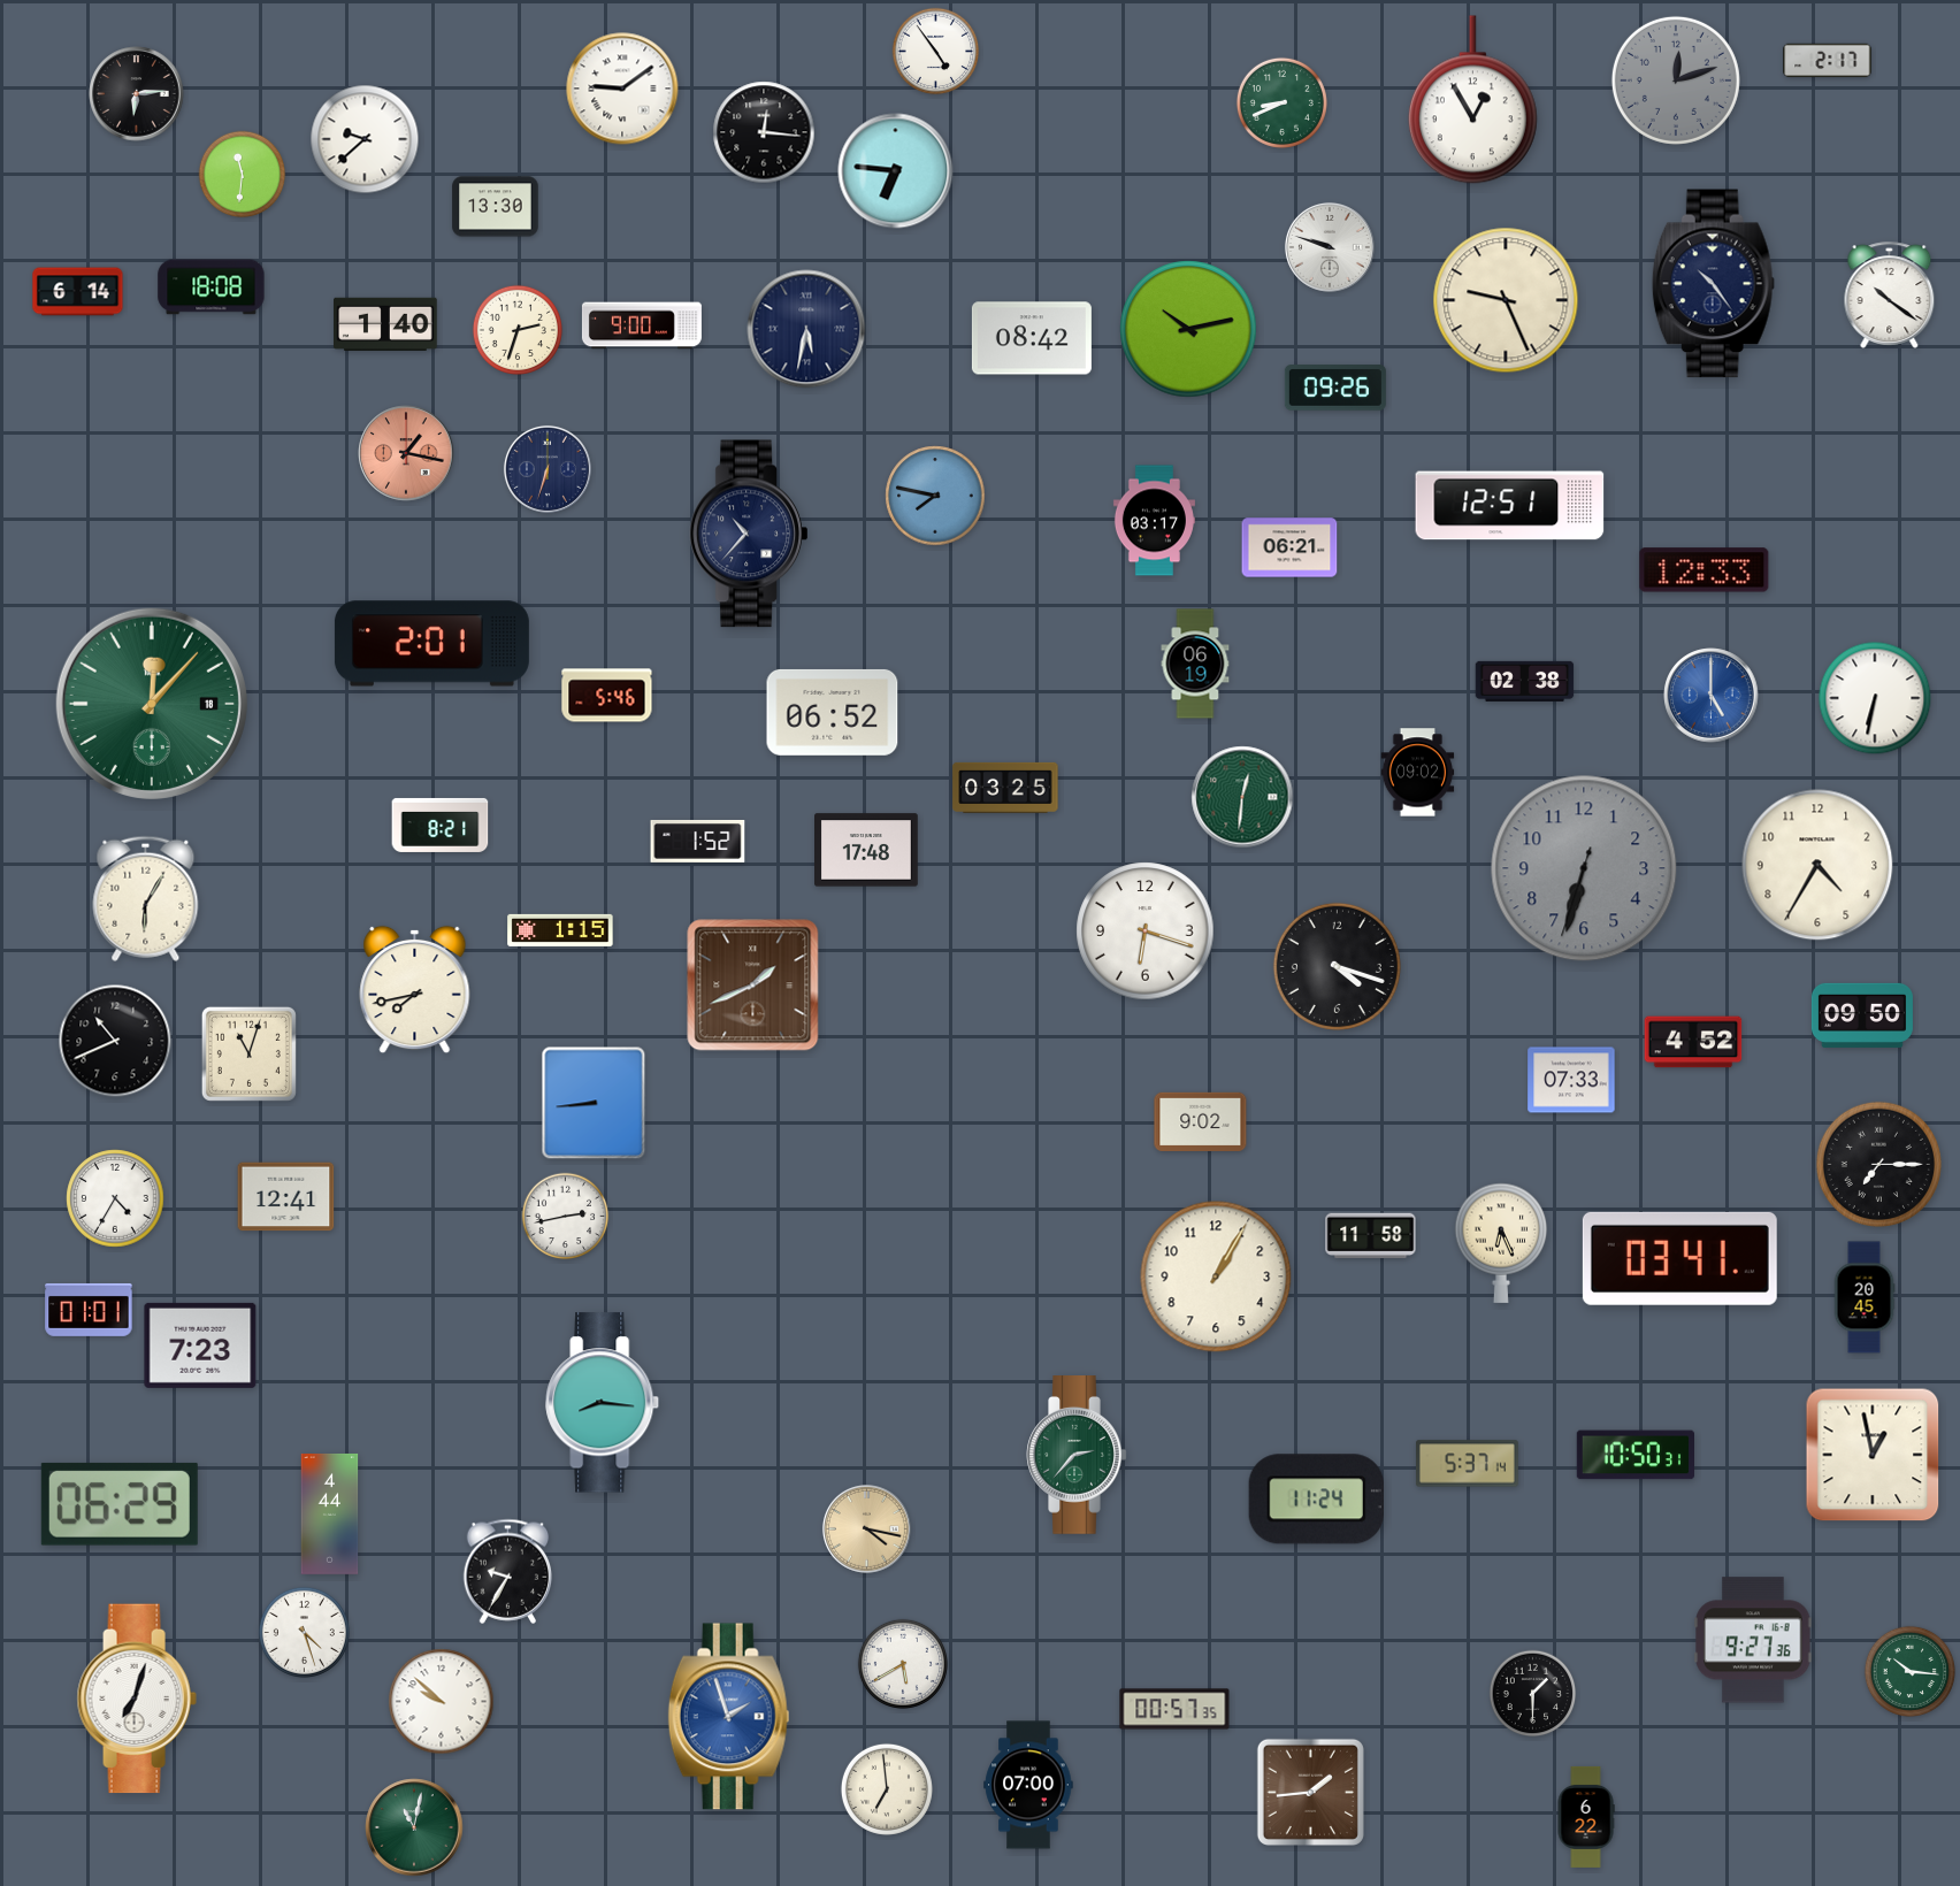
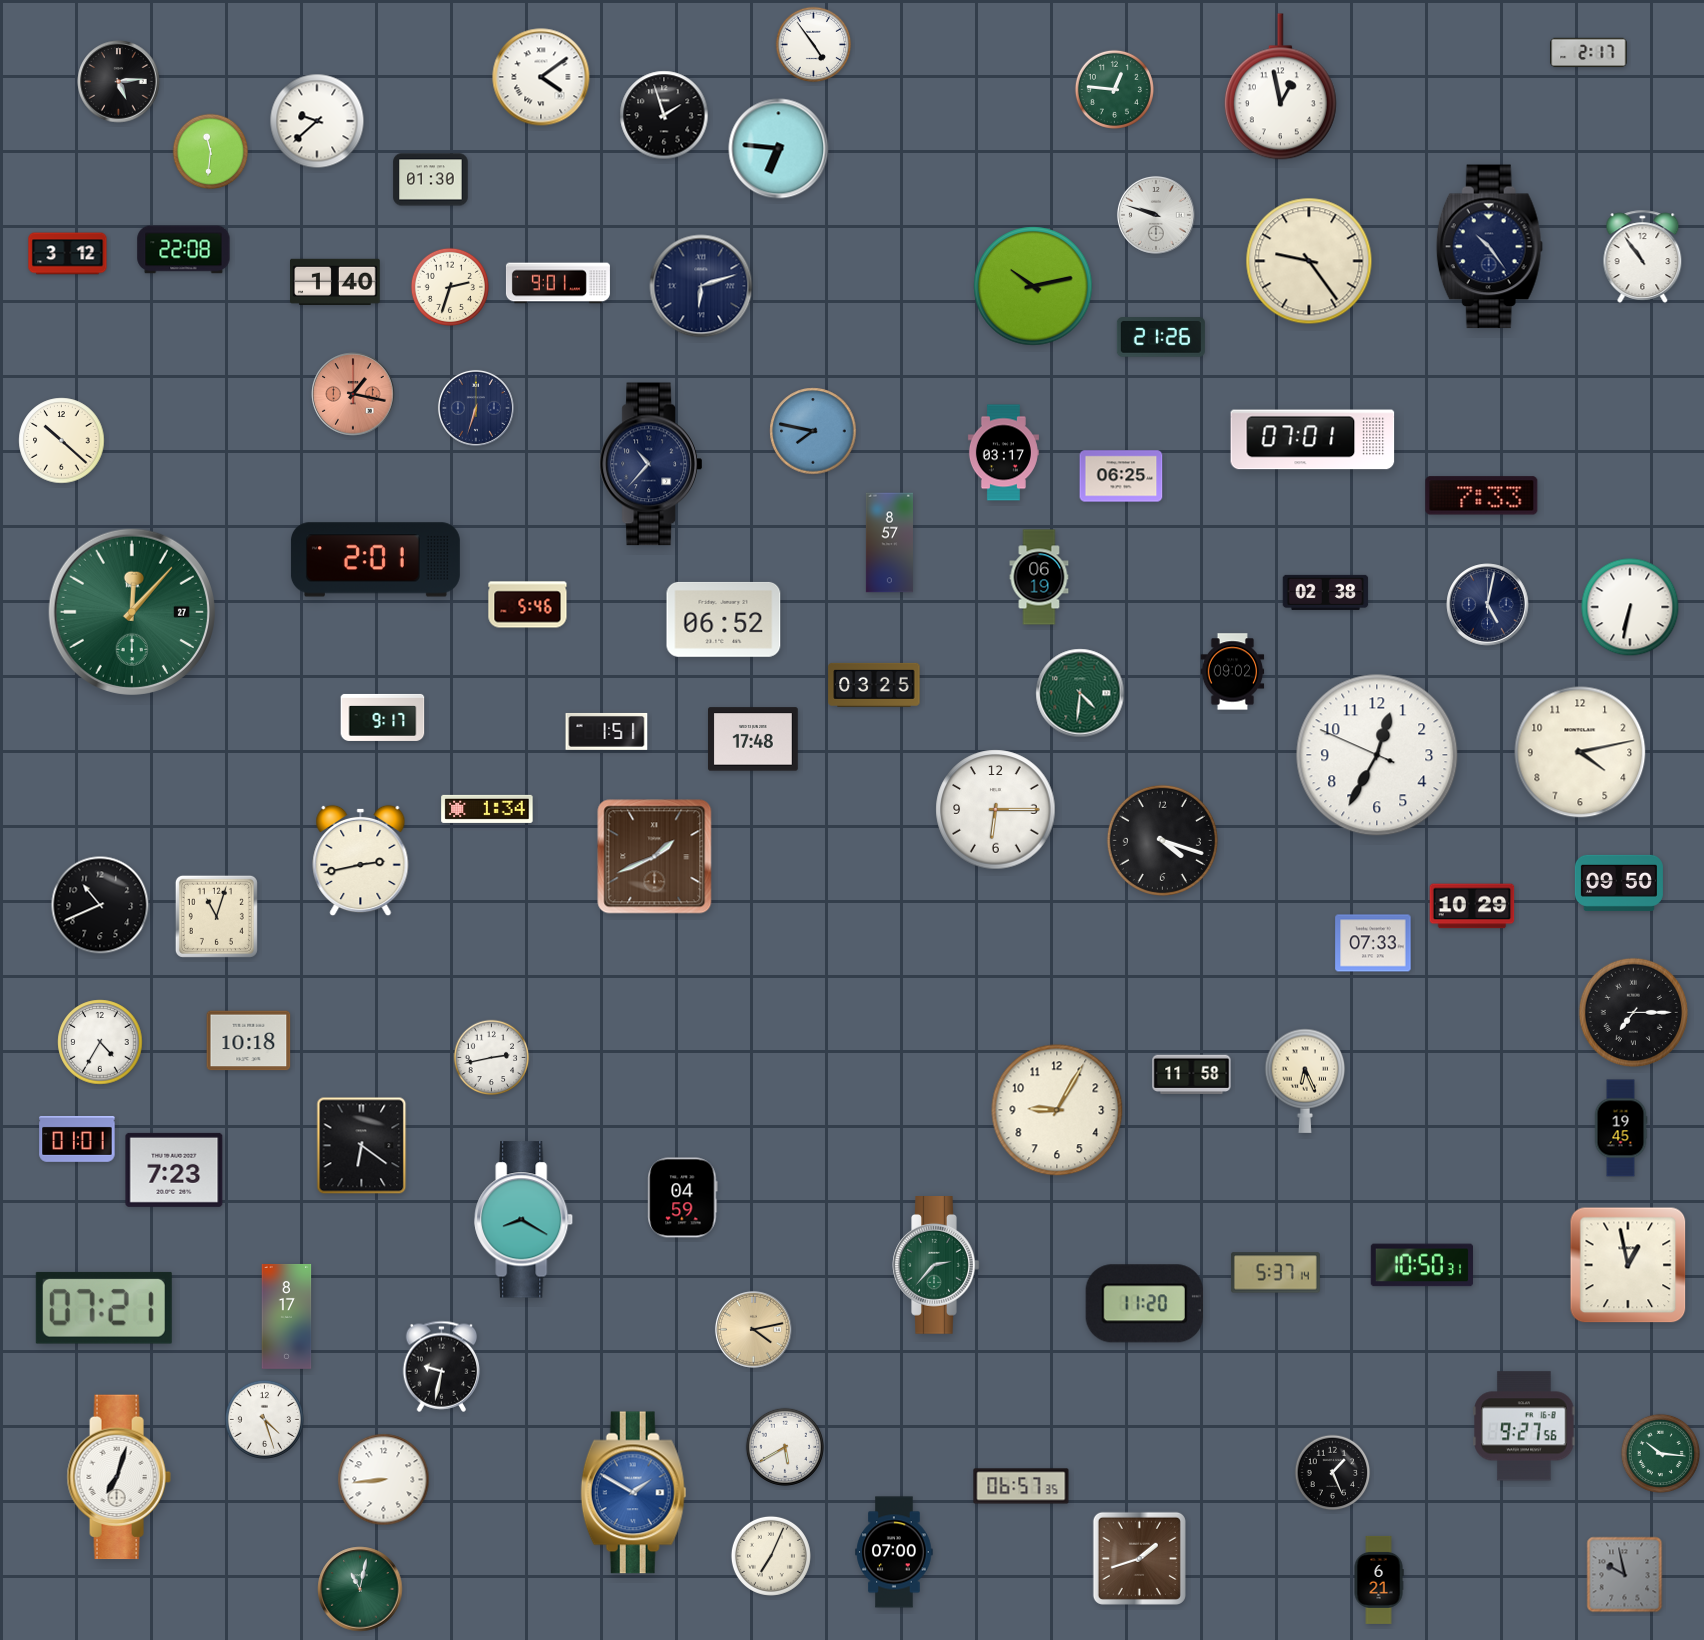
clock at (1676, 80): 12:12 -> none
clock at (622, 89): 9:09 -> 4:09
clock at (137, 94): 6:14 -> 5:14
clock at (1472, 100): 12:55 -> 12:58
clock at (1281, 102): 8:41 -> 12:46
clock at (764, 132): 12:16 -> 1:57
clock at (496, 207): 13:30 -> 01:30
clock at (212, 287): 18:08 -> 22:08
clock at (78, 292): 6:14 -> 3:12
clock at (1890, 294): 10:21 -> 10:54
clock at (1506, 300): 9:26 -> 9:24
clock at (642, 325): 9:00 -> 9:01
clock at (806, 329): 5:32 -> 6:12
clock at (1032, 338): 08:42 -> none
clock at (1335, 388): 09:26 -> 21:26
clock at (1510, 506): 12:51 -> 07:01
clock at (62, 441): none -> 10:22
clock at (1289, 547): 06:21 -> 06:25
clock at (1705, 570): 12:33 -> 7:33
clock at (889, 543): none -> 8:57
clock at (1712, 696): 5:00 -> 5:02
clock at (1712, 696) dial: blue -> navy
clock at (152, 704) date: 18 -> 27
clock at (1242, 797): 12:31 -> 4:31
clock at (441, 825): 8:21 -> 9:17
clock at (698, 841): 1:52 -> 1:51
clock at (1817, 865): 4:35 -> 4:13
clock at (1584, 868): 6:32 -> 12:34
clock at (1584, 868) dial: grey -> white
clock at (146, 898): 6:05 -> none
clock at (560, 930): 1:15 -> 1:34
clock at (1146, 931): 6:18 -> 6:15
clock at (415, 990): 7:43 -> 2:43
clock at (1693, 1042): 4:52 -> 10:29
clock at (1571, 1080) position: (1571, 1080) -> (1373, 943)
clock at (594, 1103): 8:44 -> none
clock at (1201, 1121): 9:02 -> none
clock at (286, 1197): 12:41 -> 10:18
clock at (1679, 1258): 03:41 -> none
clock at (1216, 1276): 1:05 -> 9:05
clock at (1865, 1297): 20:45 -> 19:45
clock at (362, 1146): none -> 6:21
clock at (683, 1198): none -> 04:59
clock at (603, 1403): 8:16 -> 8:20
clock at (1316, 1500): 11:24 -> 11:20
clock at (120, 1504): 06:29 -> 07:21
clock at (330, 1513): 4:44 -> 8:17
clock at (866, 1528): 4:17 -> 4:13
clock at (508, 1571): 9:35 -> 9:32
clock at (1753, 1640): 9:27:36 -> 9:27:56
clock at (1533, 1694): 1:30 -> 1:26
clock at (442, 1702): 9:52 -> 8:44
clock at (1174, 1709): 00:57 -> 06:57
clock at (729, 1717): 1:57 -> 1:50
clock at (887, 1789): 6:59 -> 7:04
clock at (1310, 1792): 1:44 -> 1:42
clock at (1625, 1575): none -> 9:58
clock at (1586, 1817): 6:22 -> 6:21
